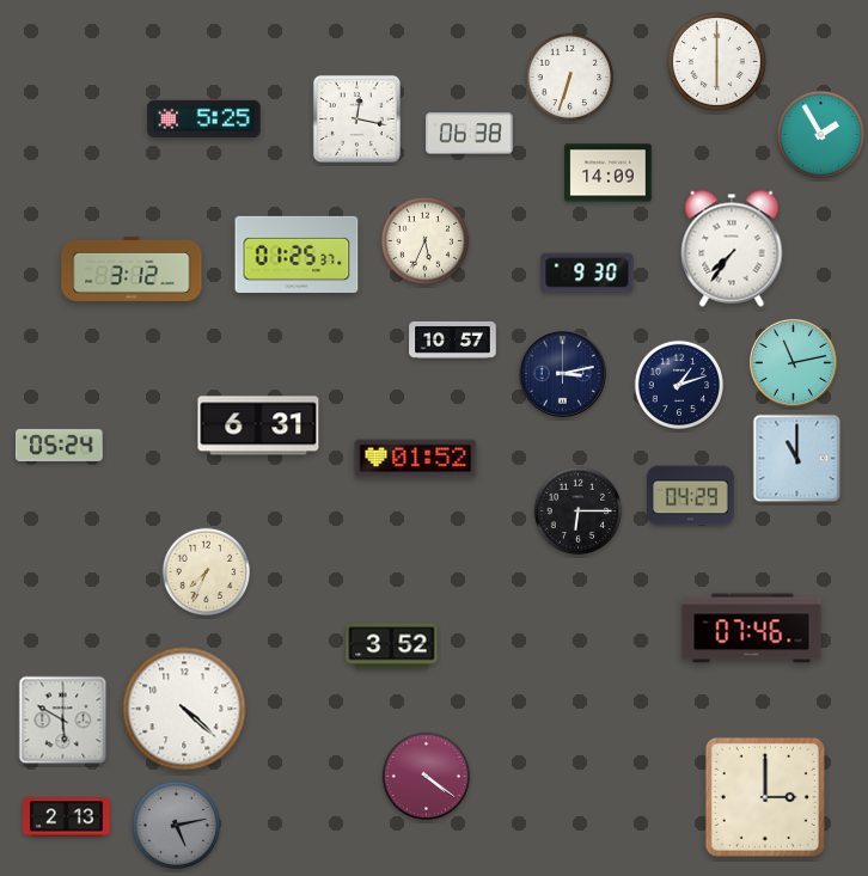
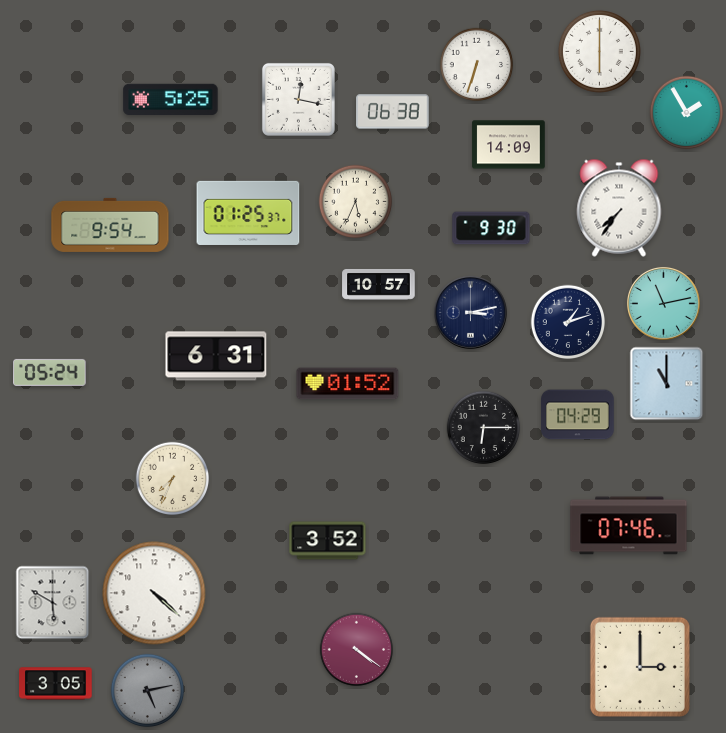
clock at (732, 249) position: (732, 249) -> (619, 208)
clock at (132, 269): 3:12 -> 9:54
clock at (67, 817): 2:13 -> 3:05
